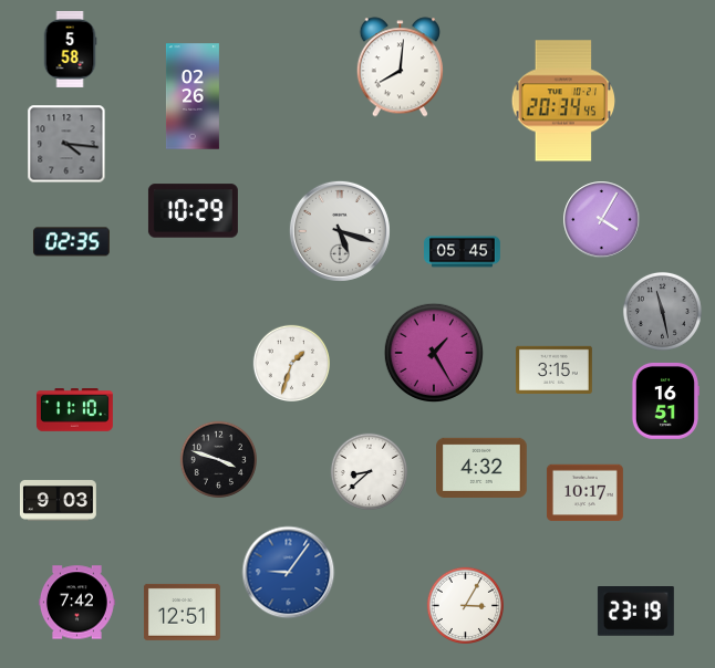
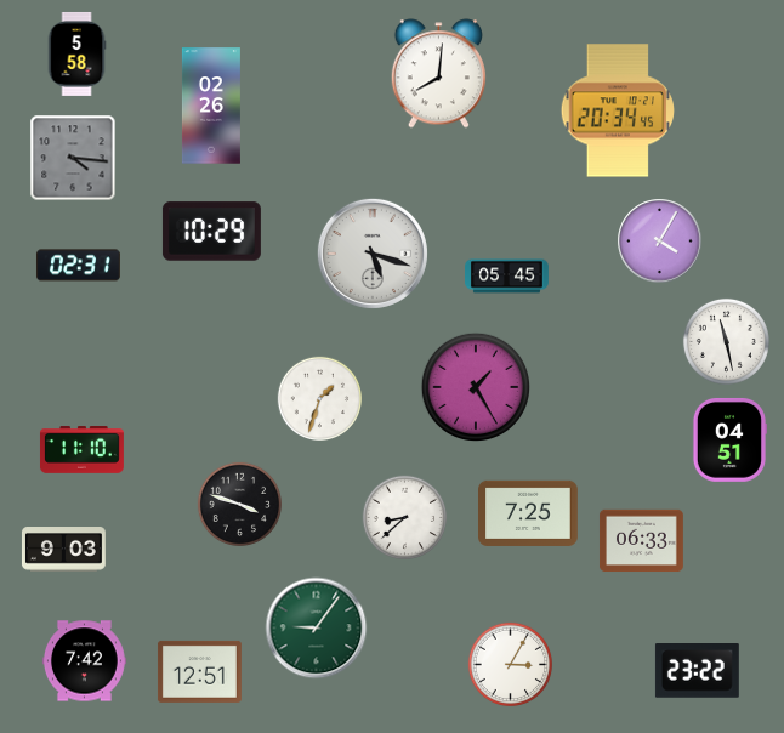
clock at (71, 242): 02:35 -> 02:31
clock at (662, 311) dial: grey -> white
clock at (555, 369): 3:15 -> none
clock at (664, 400): 16:51 -> 04:51
clock at (483, 468): 4:32 -> 7:25
clock at (584, 493): 10:17 -> 06:33
clock at (289, 573) dial: blue -> green
clock at (635, 612): 23:19 -> 23:22
